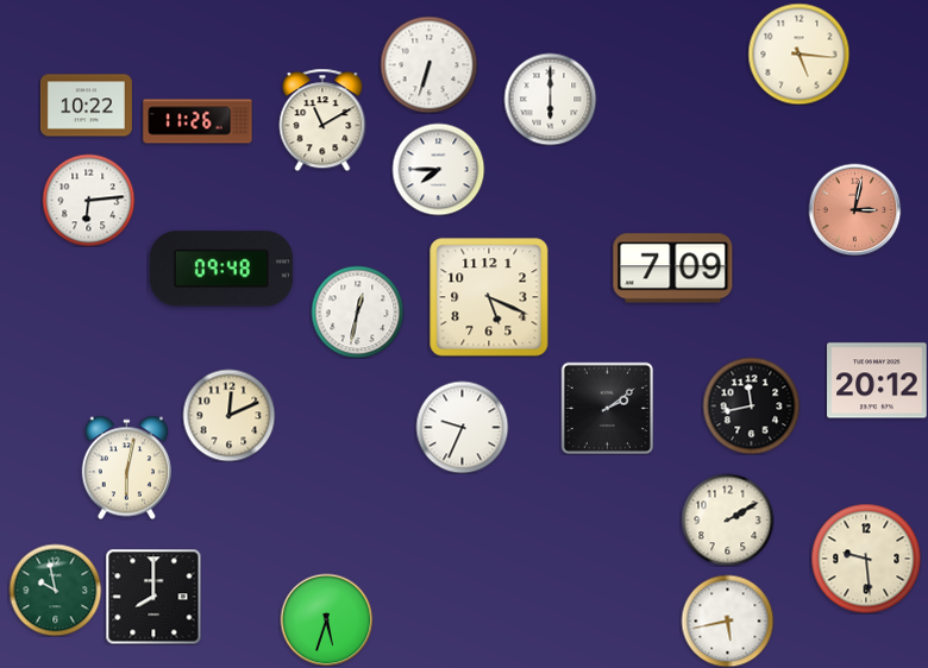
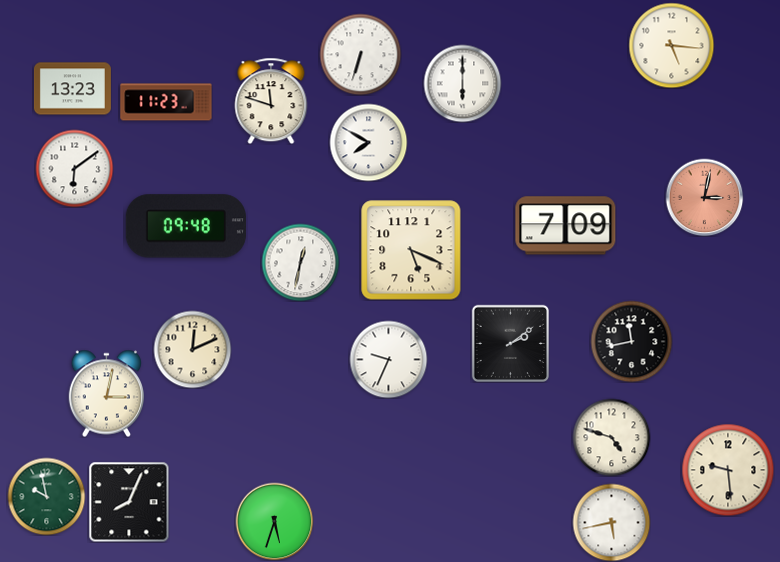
clock at (86, 106): 10:22 -> 13:23
clock at (322, 120): 11:10 -> 11:48
clock at (197, 121): 11:26 -> 11:23
clock at (438, 169): 7:45 -> 7:50
clock at (88, 200): 6:14 -> 6:09
clock at (854, 209) position: (854, 209) -> (704, 197)
clock at (877, 380): 20:12 -> none
clock at (126, 467): 6:02 -> 3:02
clock at (727, 519): 2:10 -> 4:48
clock at (153, 597): 8:00 -> 8:04
